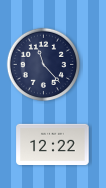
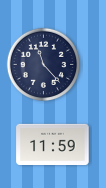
clock at (53, 144): 12:22 -> 11:59
